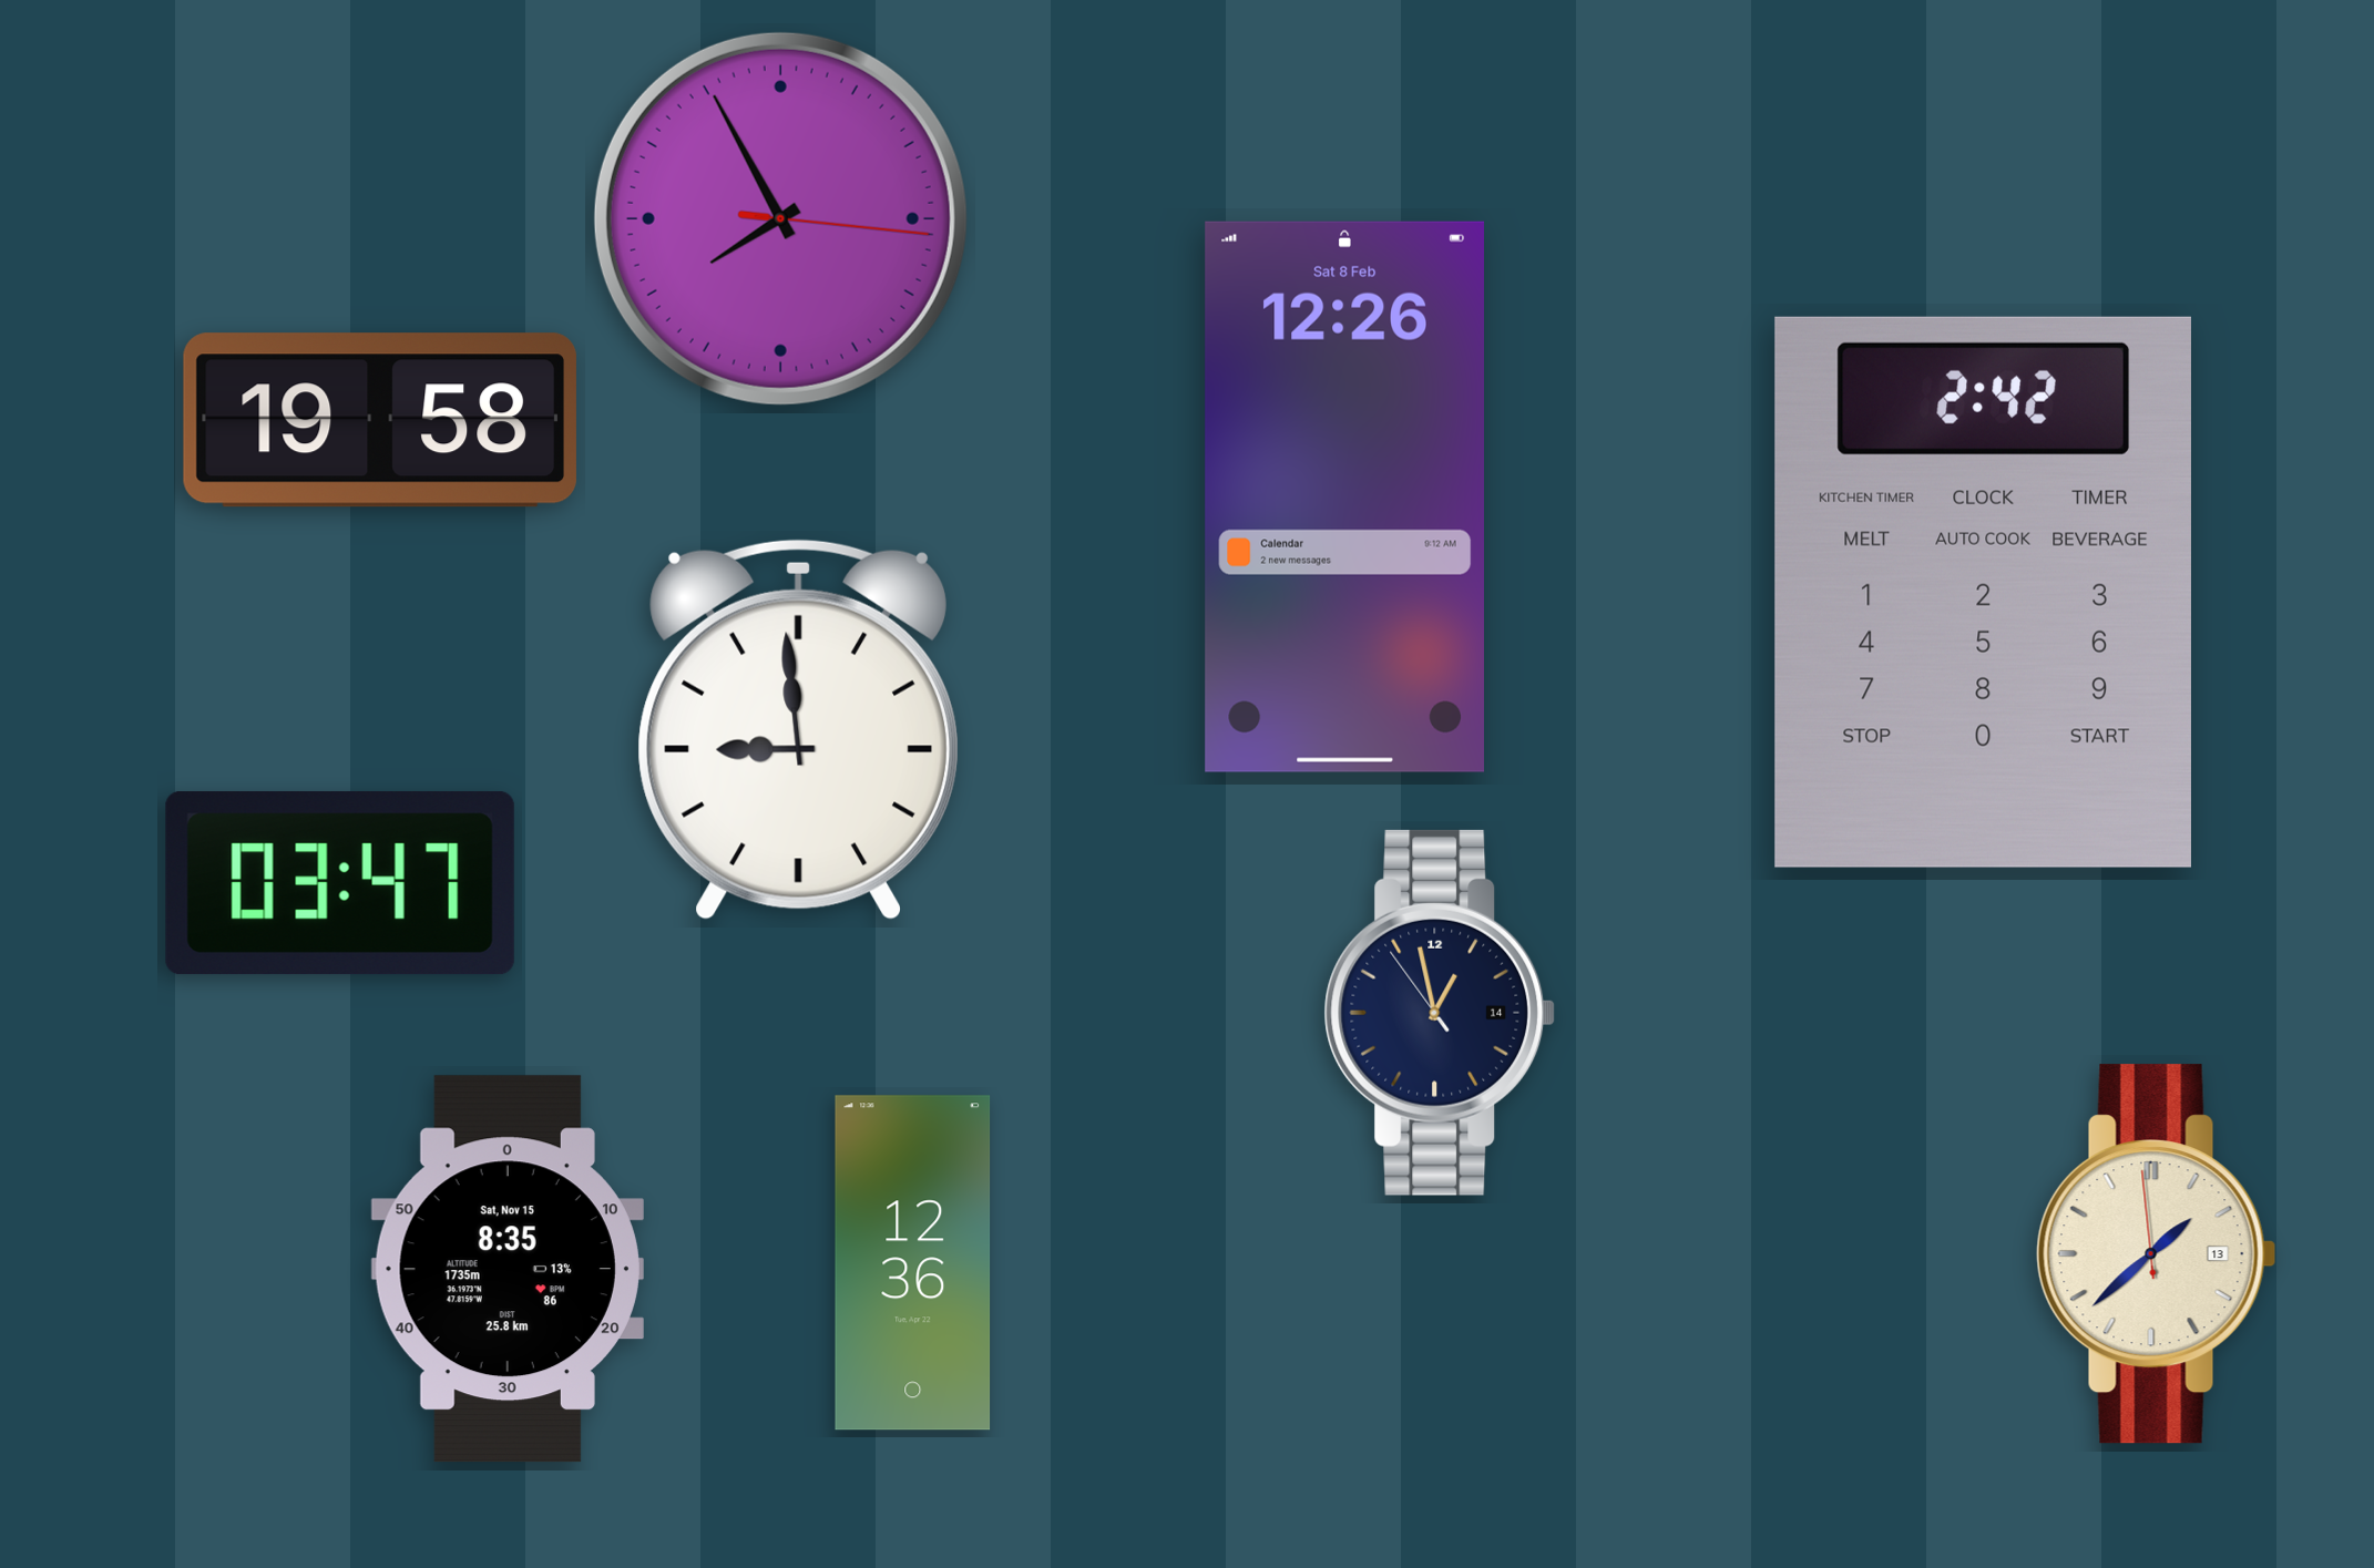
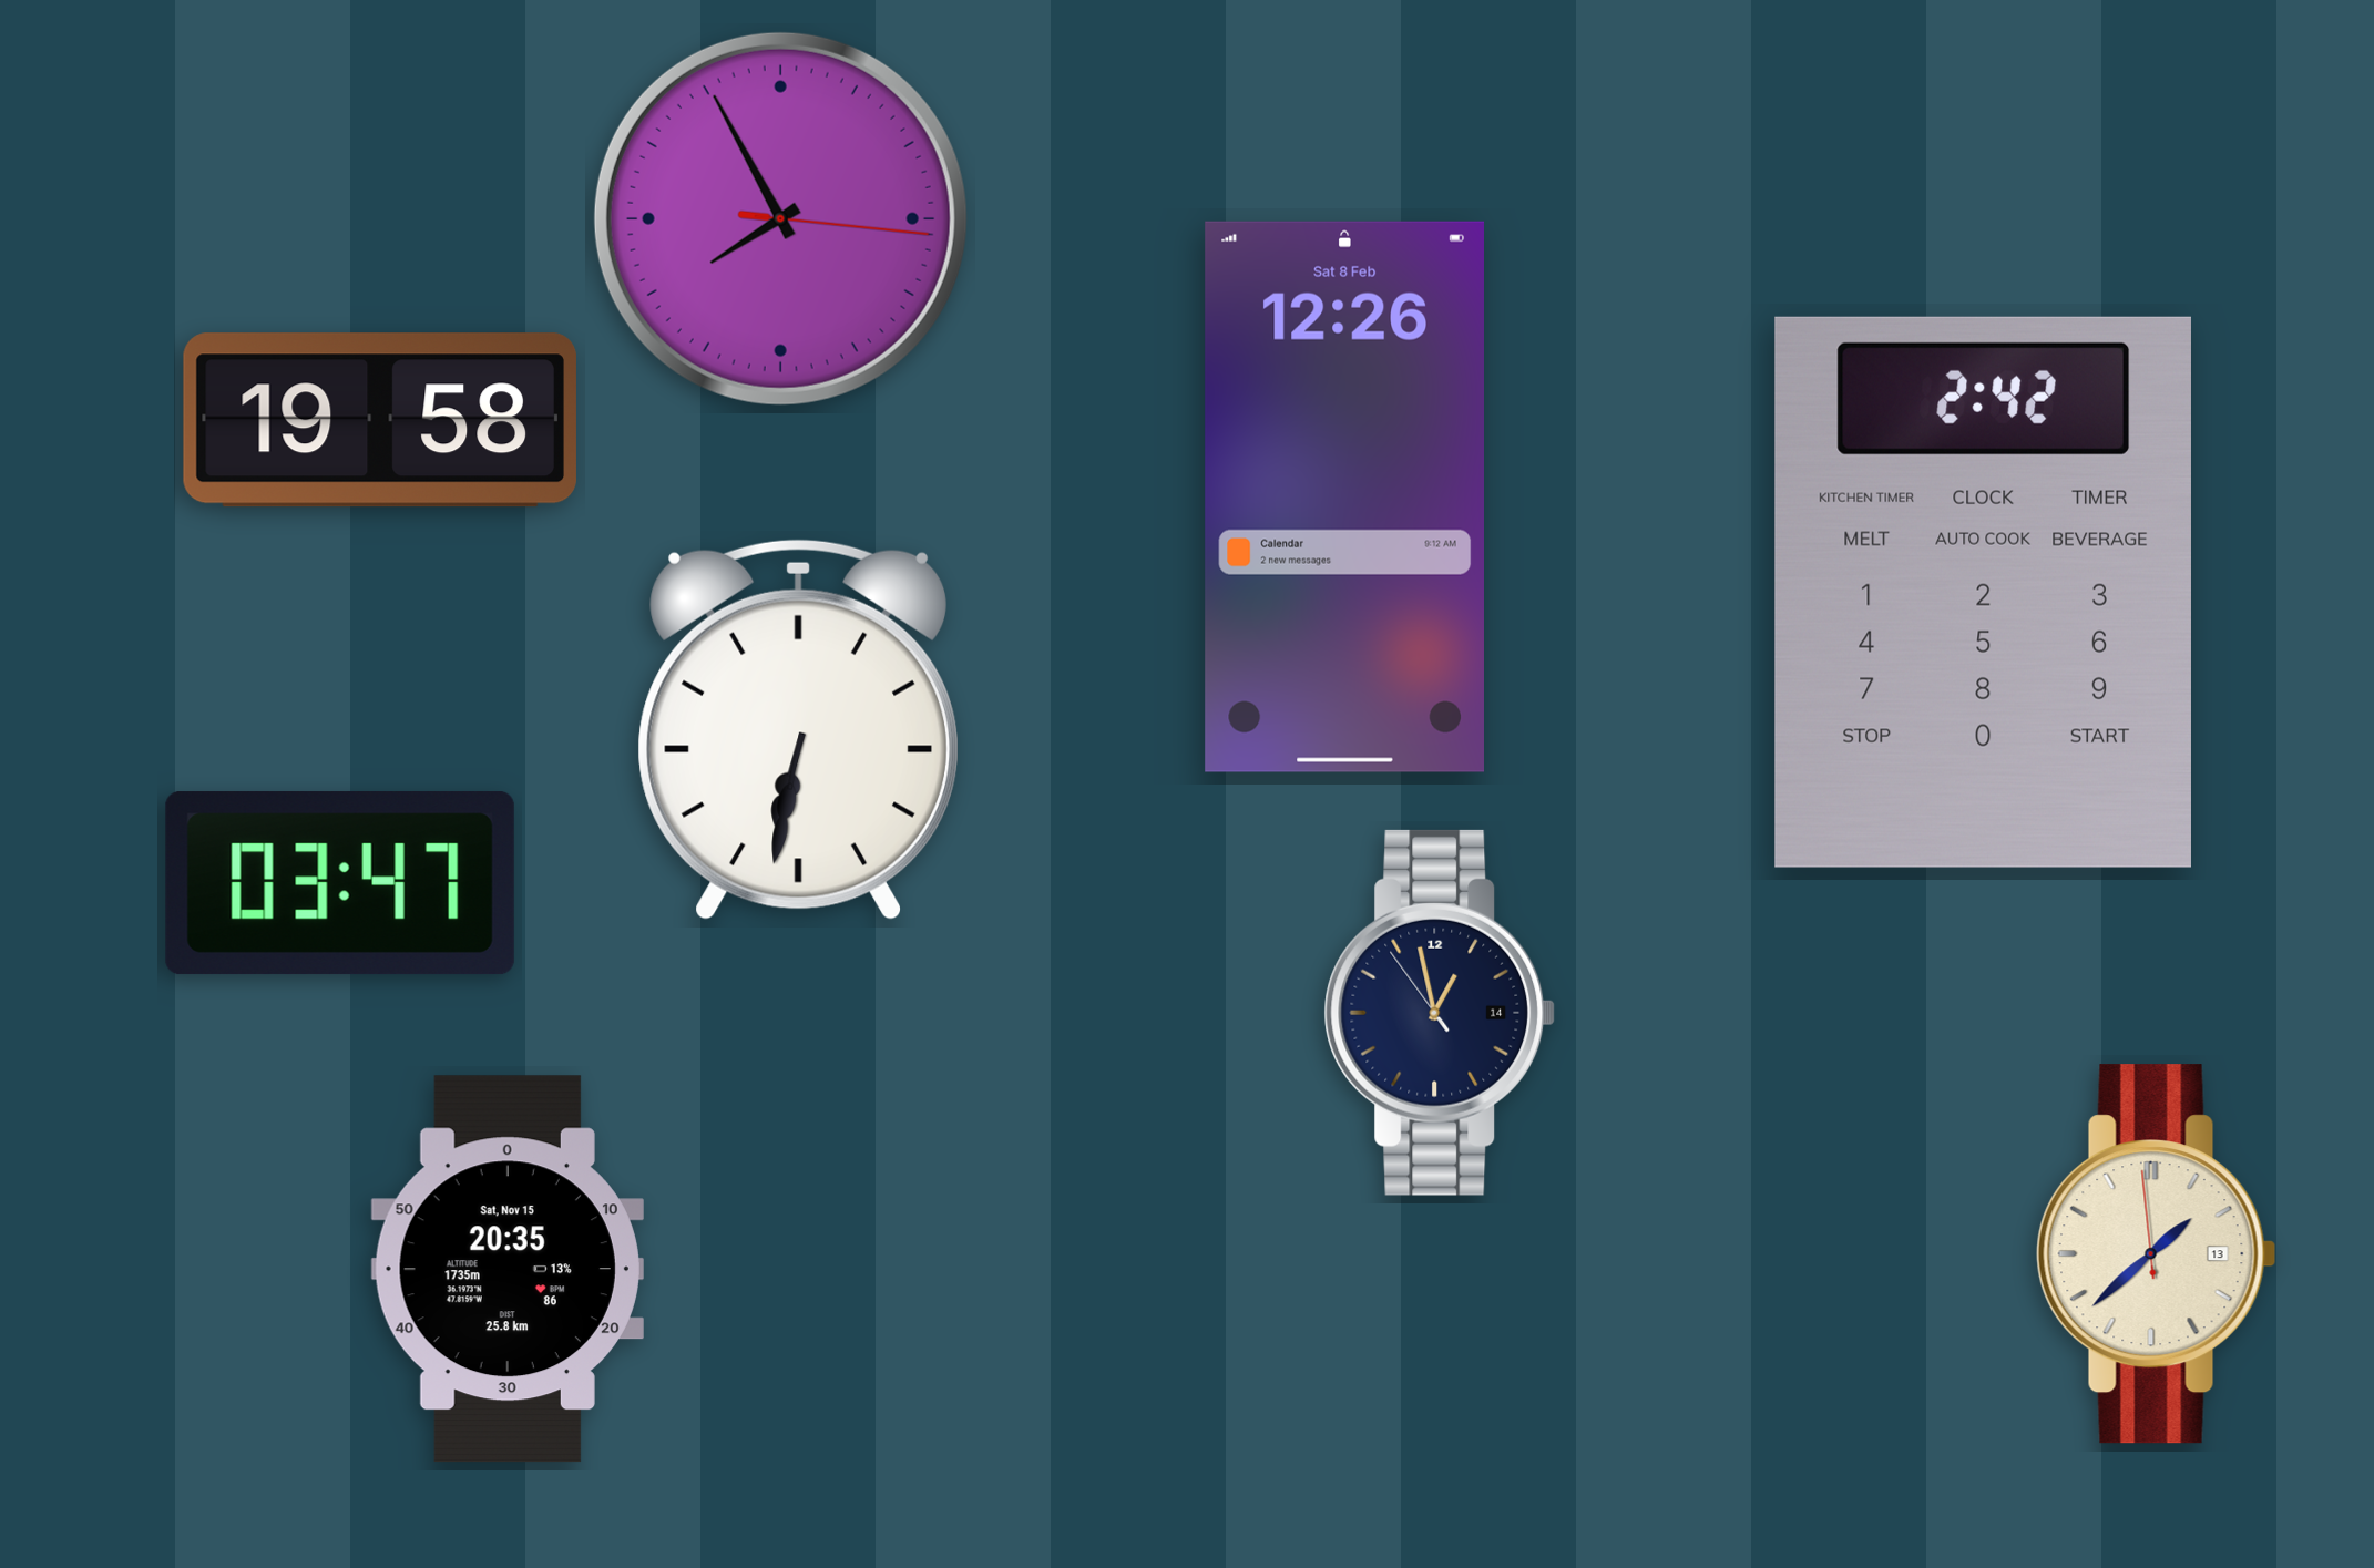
clock at (798, 729): 8:59 -> 6:32
clock at (913, 1263): 12:36 -> none
clock at (508, 1269): 8:35 -> 20:35
